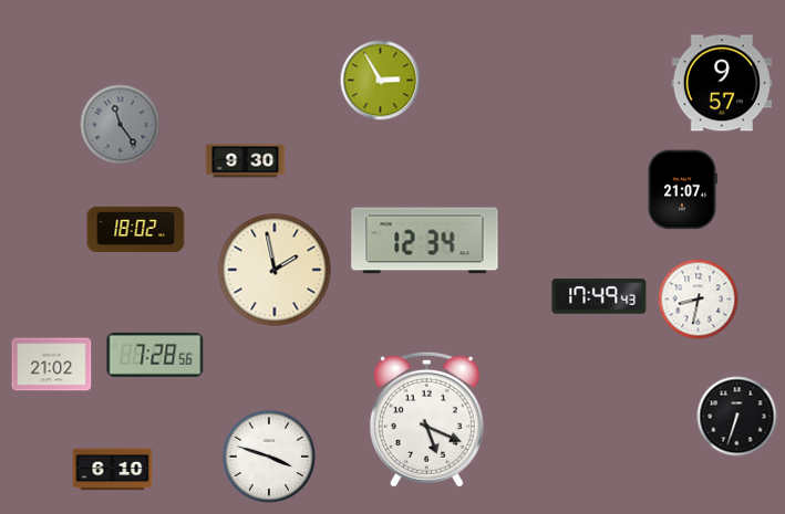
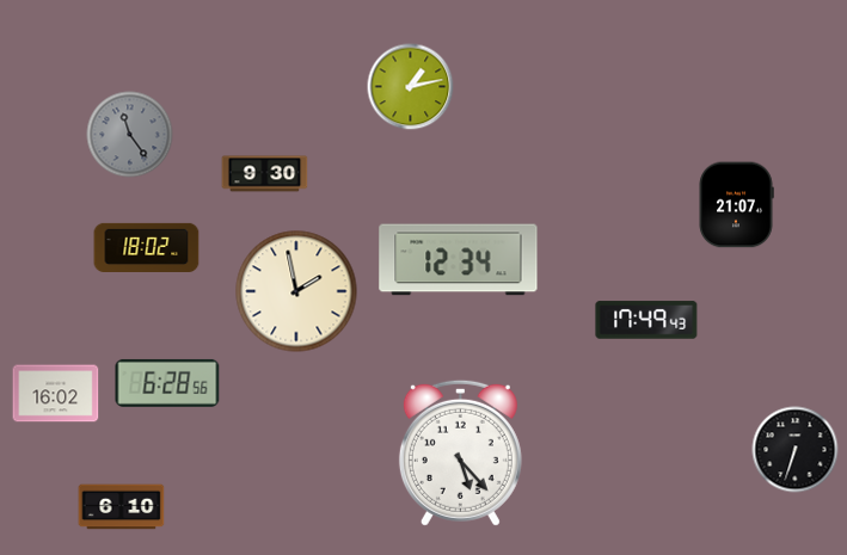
clock at (381, 81): 2:55 -> 1:13
clock at (722, 83): 9:57 -> none
clock at (699, 300): 8:32 -> none
clock at (155, 355): 7:28 -> 6:28
clock at (52, 365): 21:02 -> 16:02
clock at (426, 419): 5:19 -> 5:23
clock at (269, 457): 3:48 -> none
